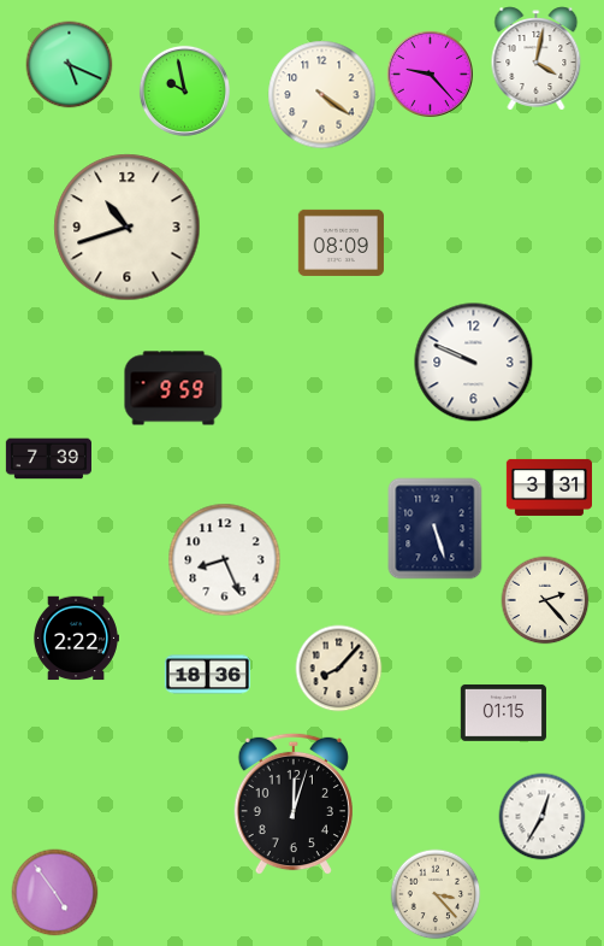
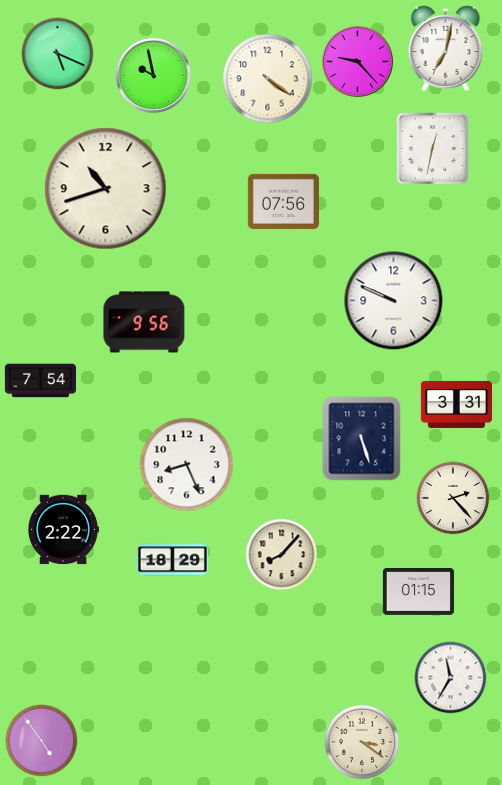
clock at (537, 59): 4:02 -> 7:02
clock at (433, 149): none -> 12:32
clock at (341, 242): 08:09 -> 07:56
clock at (173, 388): 9:59 -> 9:56
clock at (48, 459): 7:39 -> 7:54
clock at (207, 675): 18:36 -> 18:29
clock at (294, 804): 12:03 -> none
clock at (543, 817): 12:35 -> 11:35
clock at (55, 893) position: (55, 893) -> (42, 741)
clock at (436, 894): 3:23 -> 3:21
